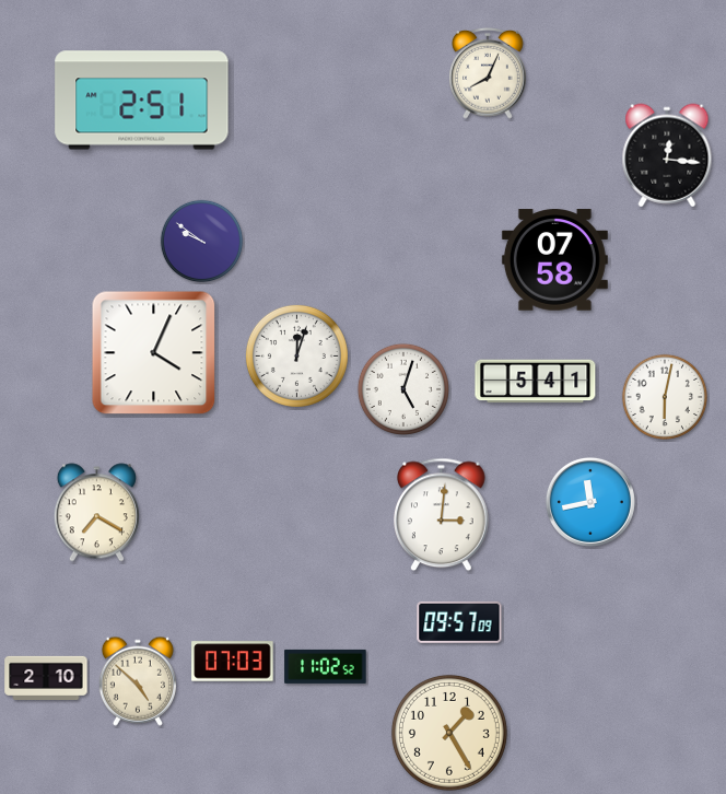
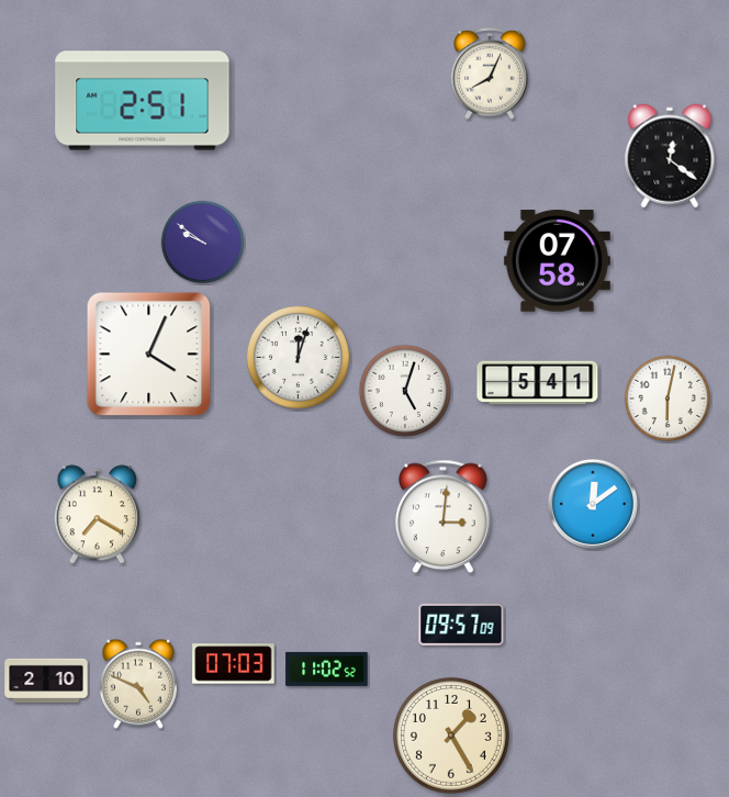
clock at (667, 155): 12:16 -> 12:21
clock at (154, 353) position: (154, 353) -> (149, 355)
clock at (590, 502): 11:43 -> 12:09
clock at (138, 681): 4:52 -> 4:49
